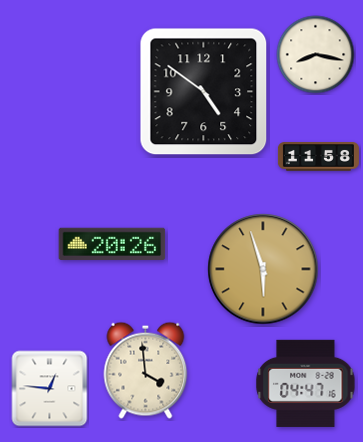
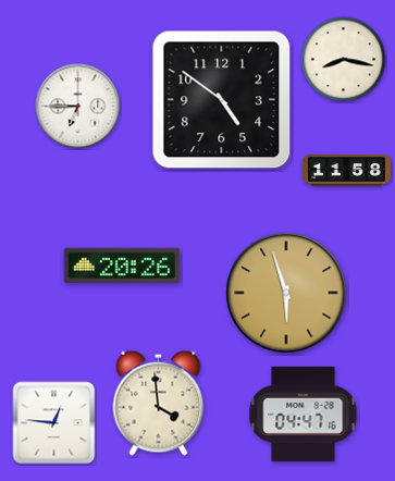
clock at (78, 107): none -> 6:45
clock at (306, 383) position: (306, 383) -> (304, 414)
